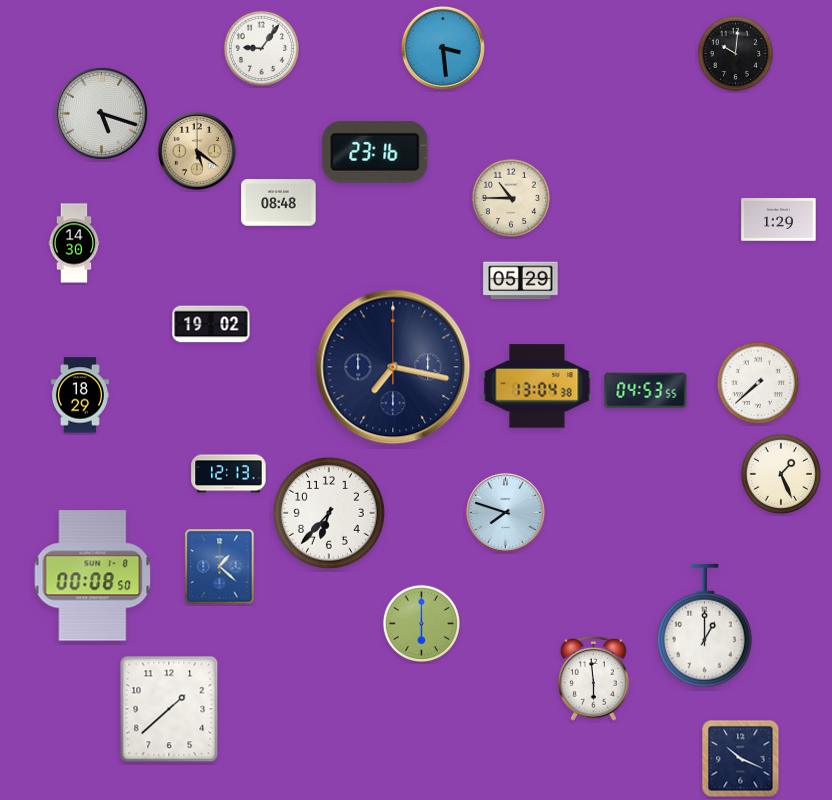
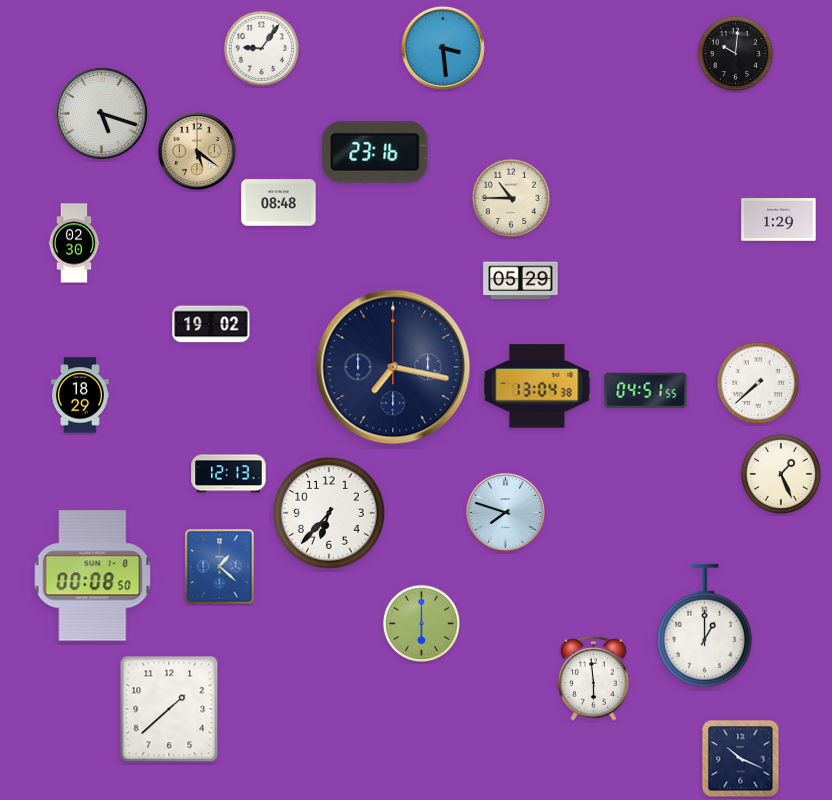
clock at (74, 243): 14:30 -> 02:30
clock at (646, 391): 04:53 -> 04:51
